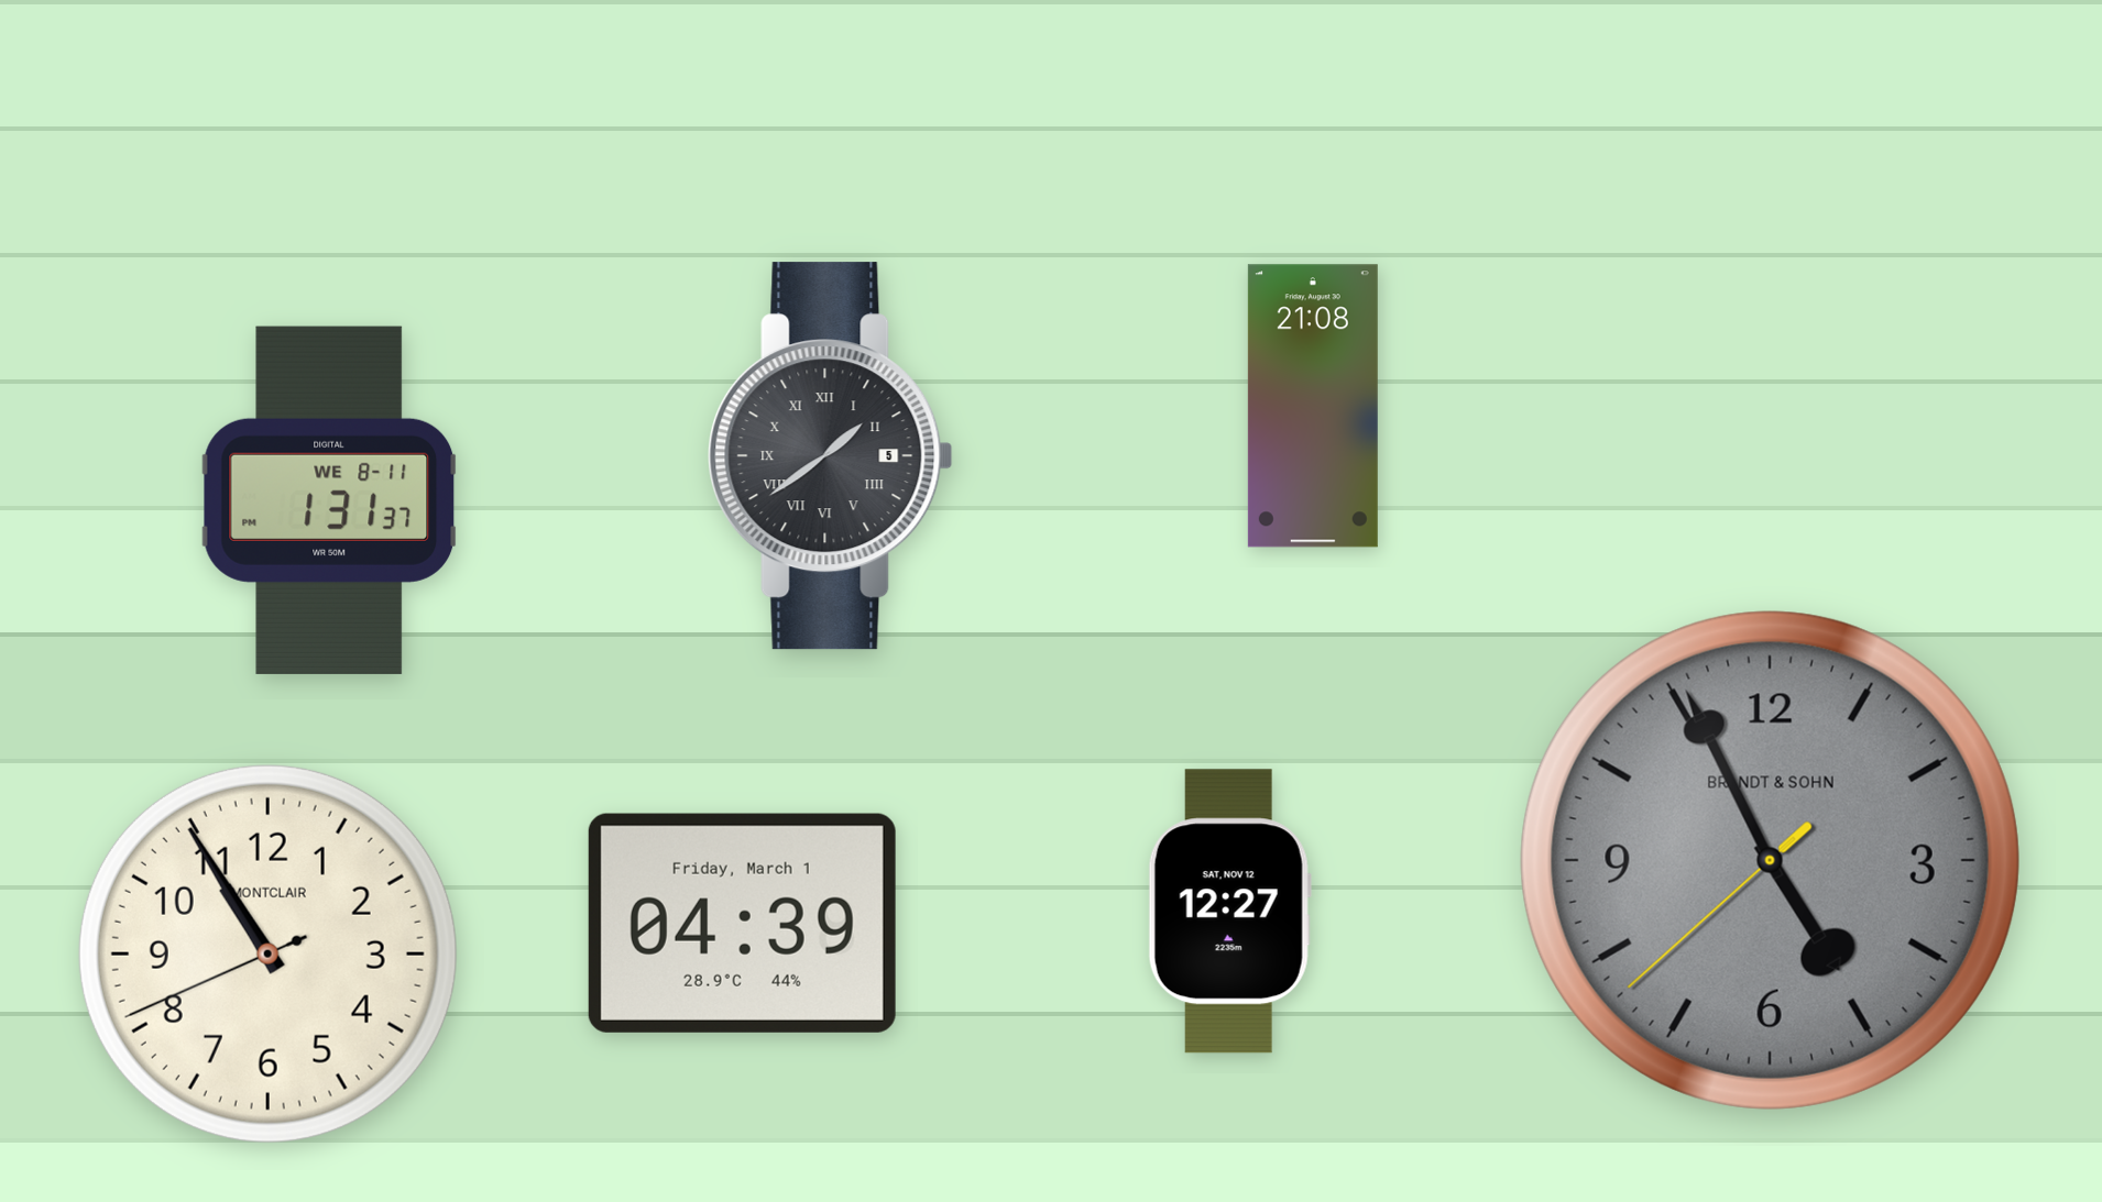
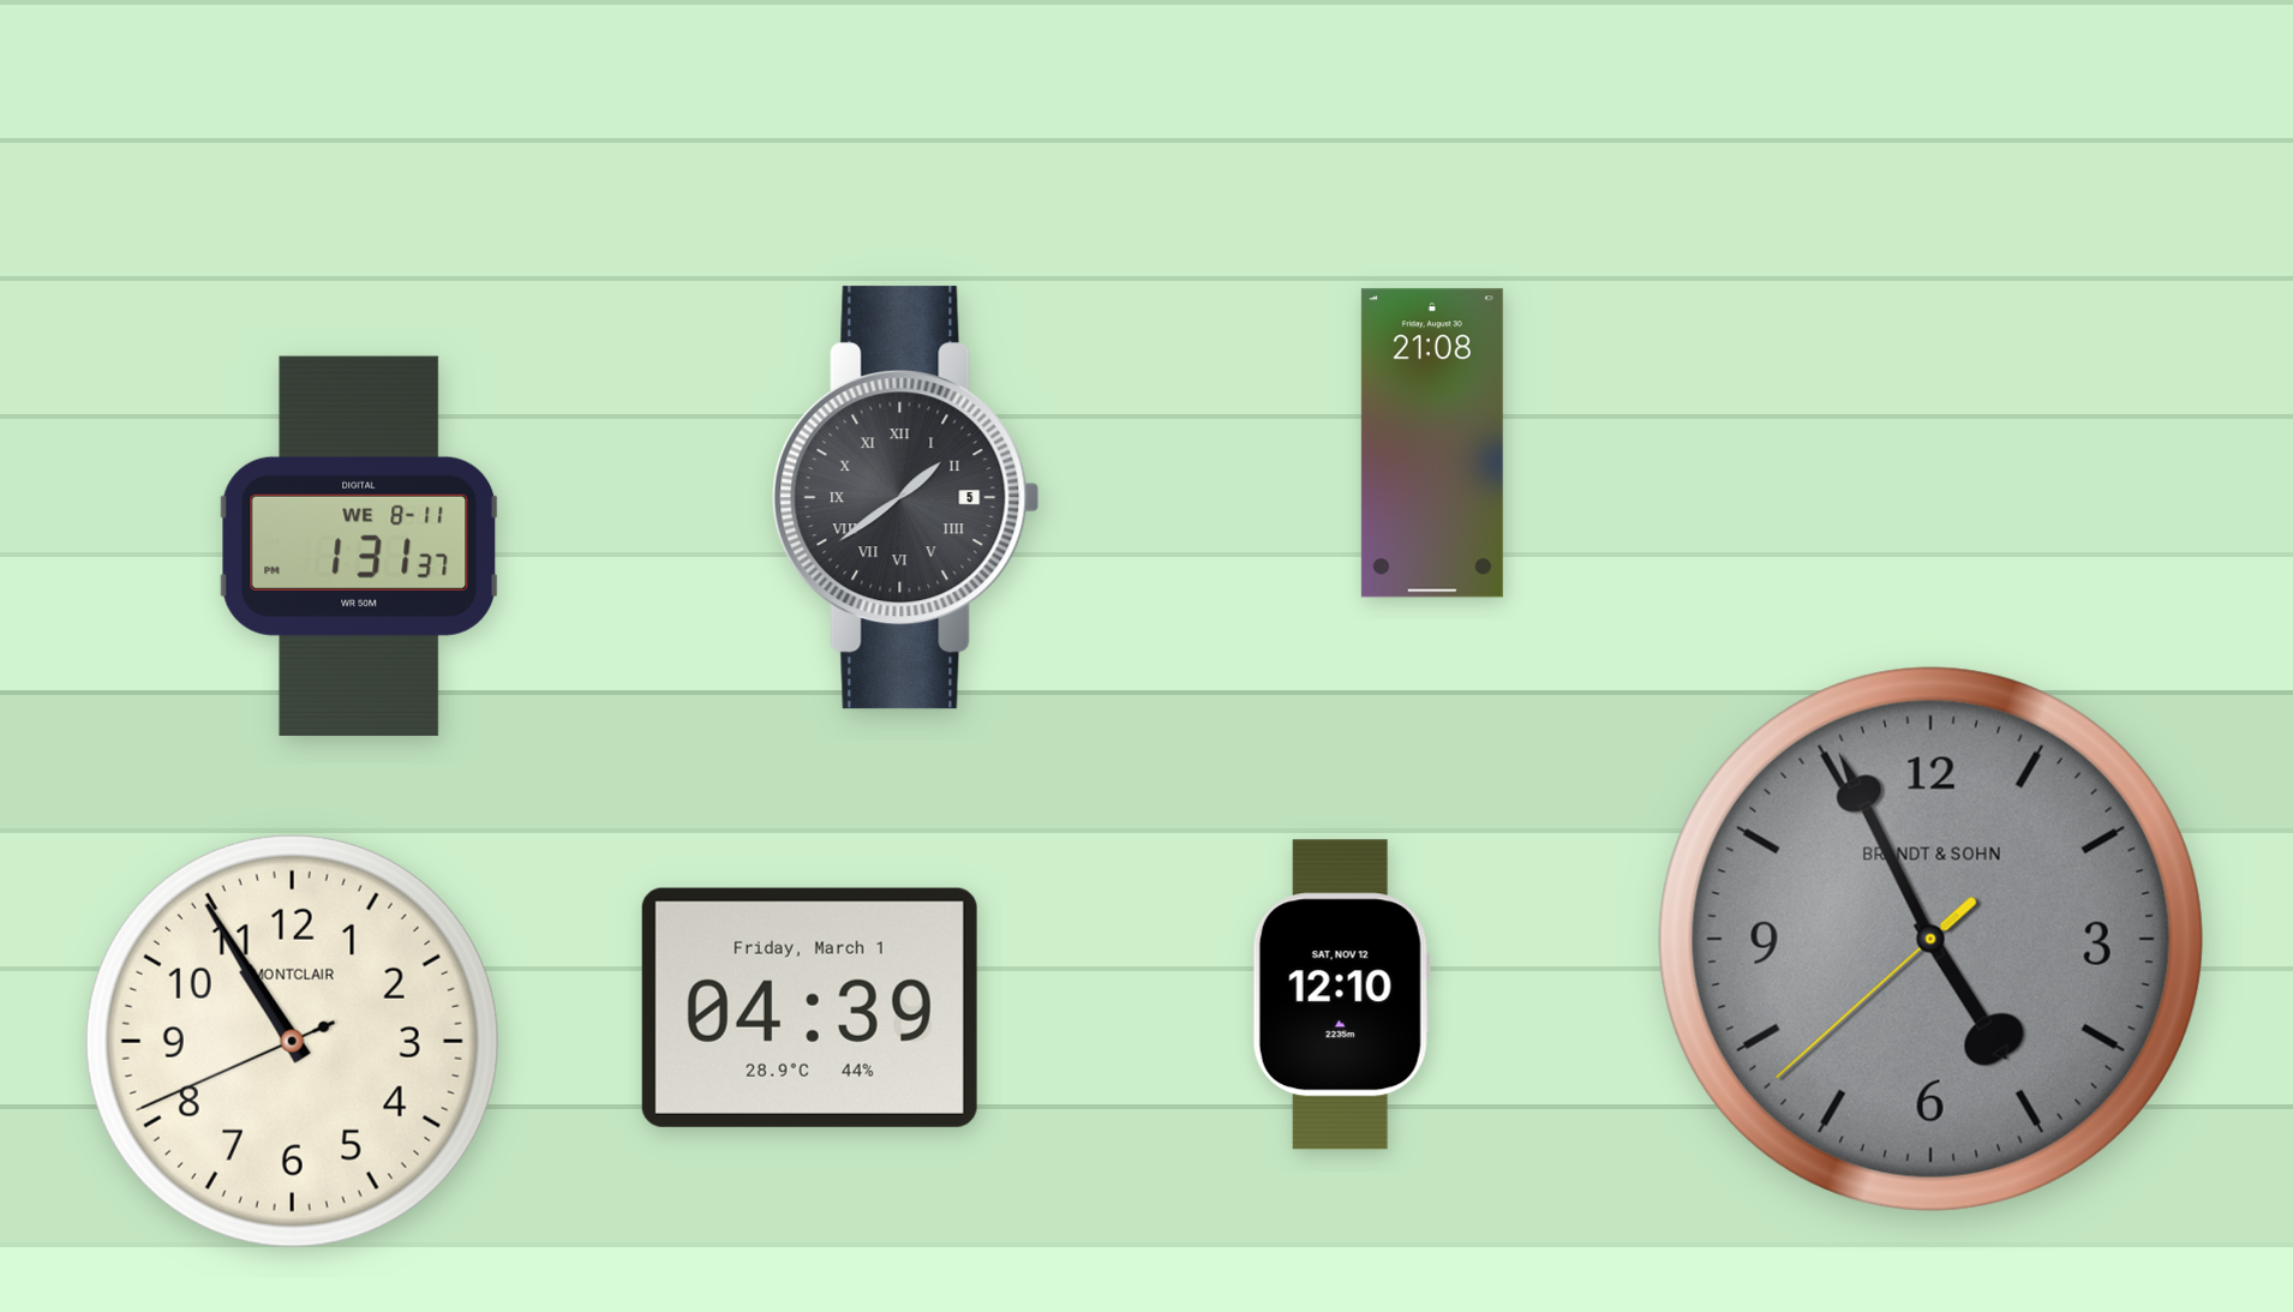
clock at (1229, 912): 12:27 -> 12:10
